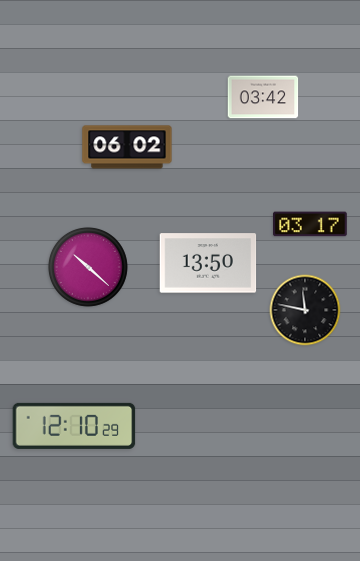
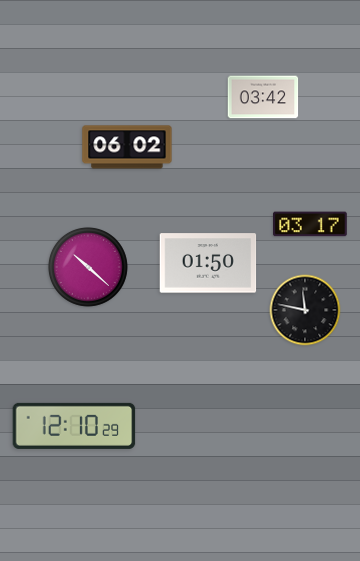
clock at (208, 263): 13:50 -> 01:50
